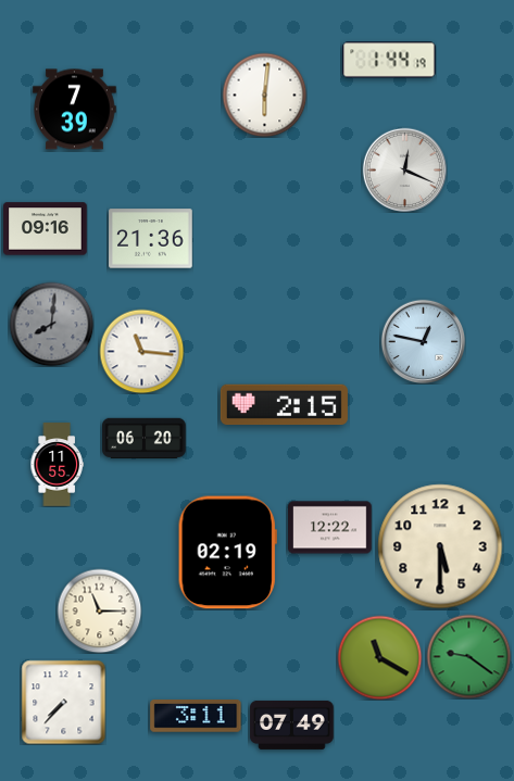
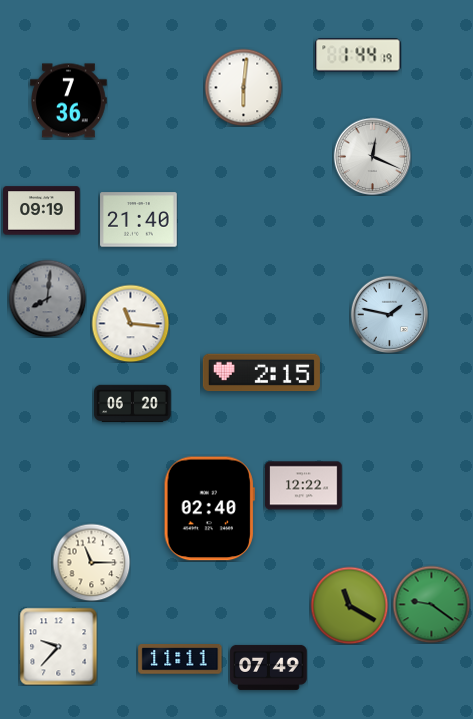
clock at (75, 110): 7:39 -> 7:36
clock at (46, 229): 09:16 -> 09:19
clock at (151, 239): 21:36 -> 21:40
clock at (423, 341): 12:47 -> 1:47
clock at (57, 465): 11:55 -> none
clock at (440, 546): 5:30 -> none
clock at (227, 553): 02:19 -> 02:40
clock at (63, 702): 7:37 -> 9:37
clock at (196, 717): 3:11 -> 11:11
